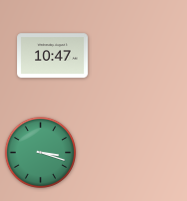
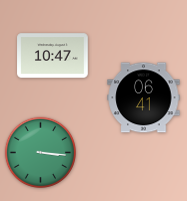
clock at (144, 98): none -> 06:41
clock at (40, 152): 3:18 -> 3:16
